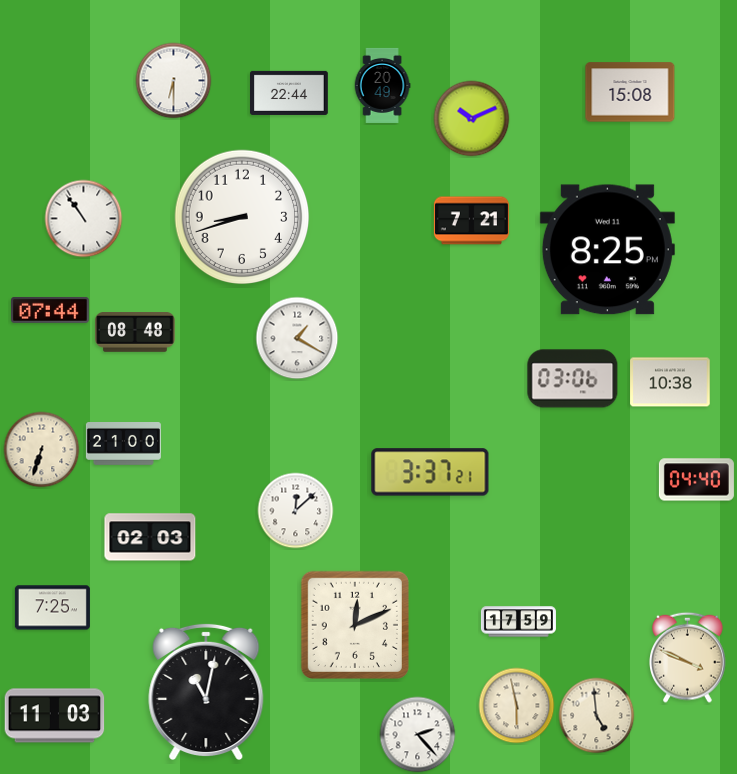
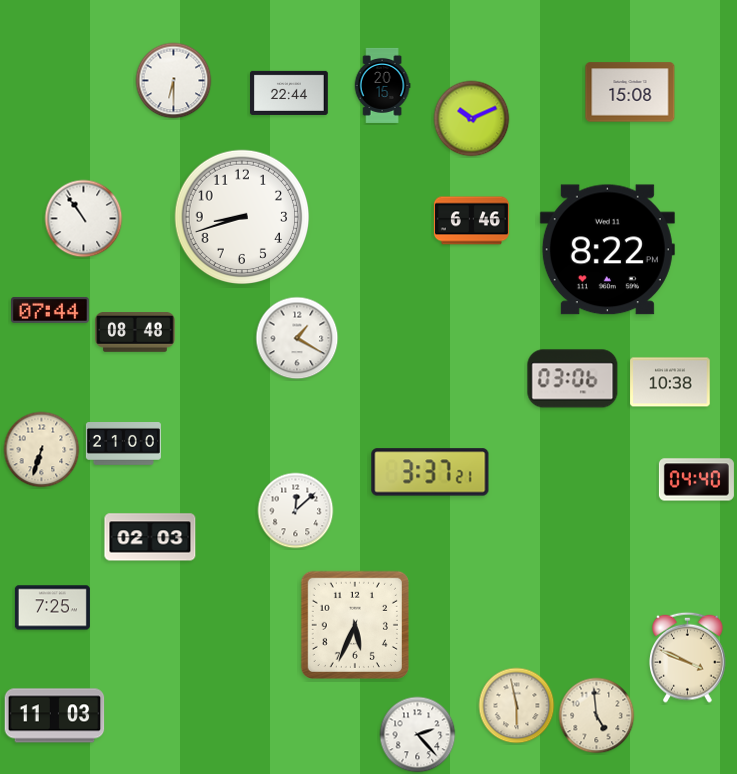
clock at (382, 85): 20:49 -> 20:15
clock at (471, 221): 7:21 -> 6:46
clock at (607, 250): 8:25 -> 8:22
clock at (518, 622): 17:59 -> none
clock at (355, 625): 12:11 -> 5:34
clock at (206, 691): 11:02 -> none
